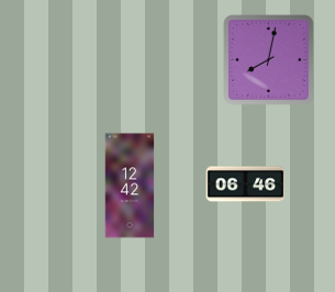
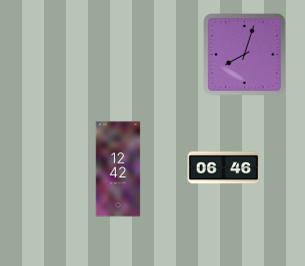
clock at (269, 60): 8:02 -> 8:03
